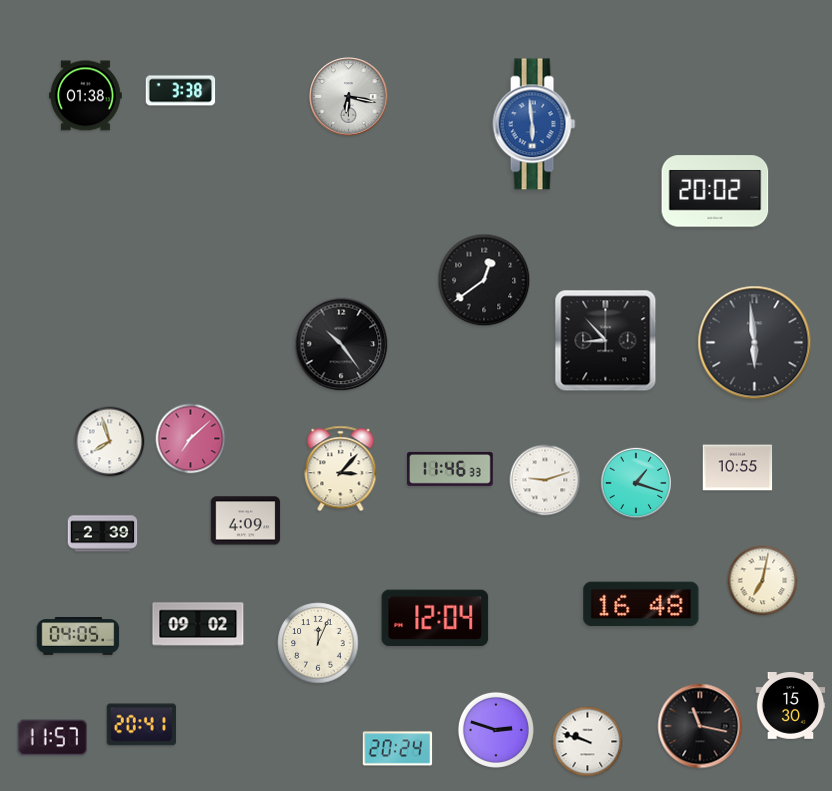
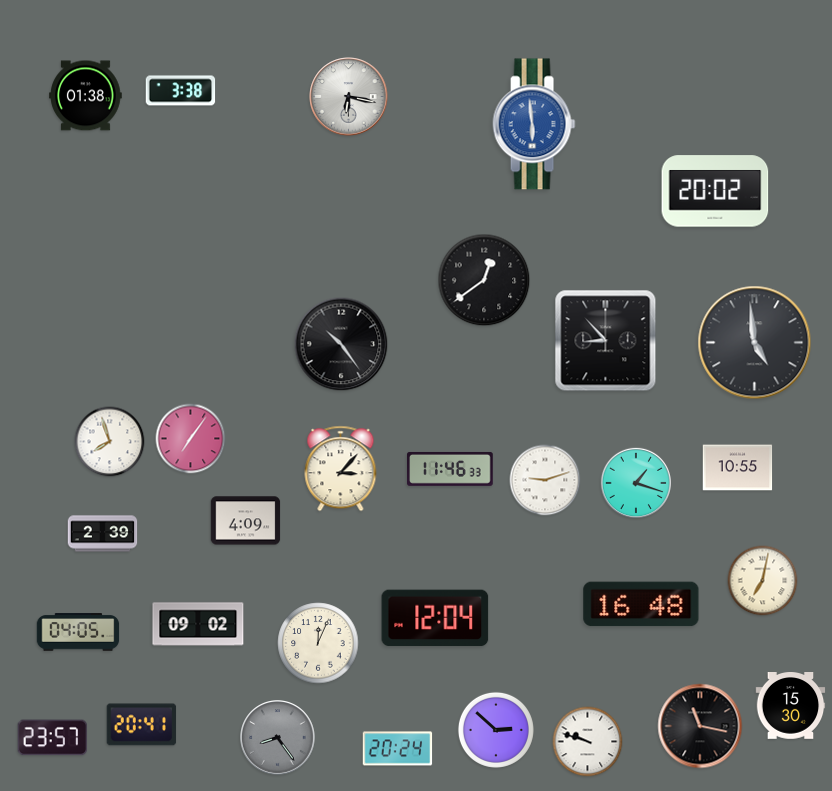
clock at (755, 343): 5:59 -> 4:59
clock at (191, 439): 7:08 -> 7:06
clock at (78, 636) position: (78, 636) -> (78, 632)
clock at (496, 730): 2:48 -> 2:52
clock at (52, 738): 11:57 -> 23:57
clock at (278, 738): none -> 8:24
